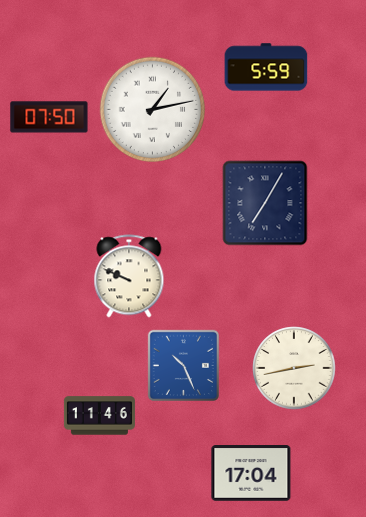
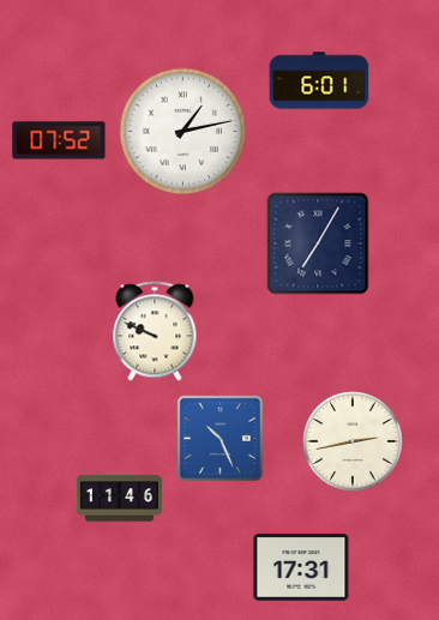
clock at (266, 67): 5:59 -> 6:01
clock at (49, 117): 07:50 -> 07:52
clock at (251, 474): 17:04 -> 17:31
